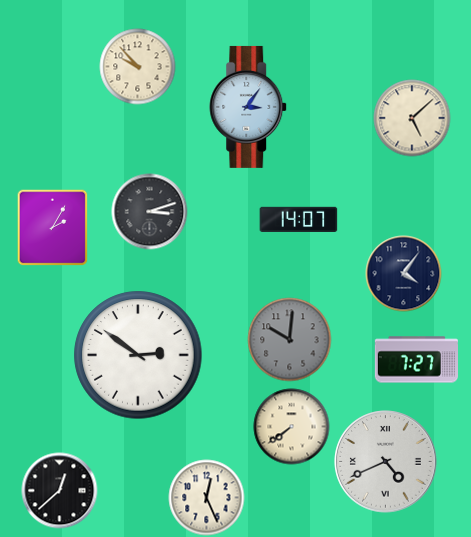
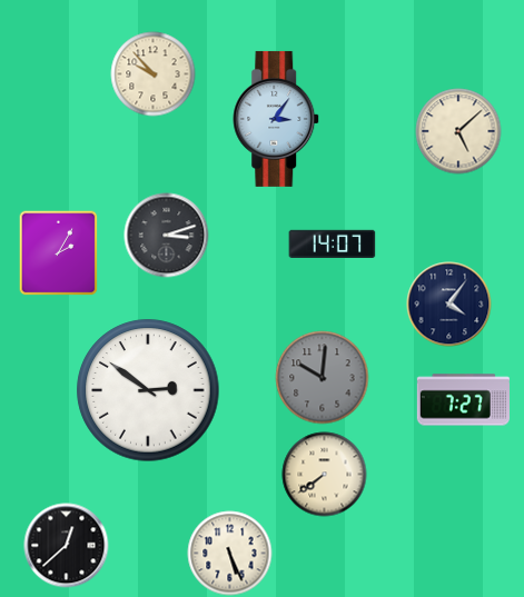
clock at (138, 355) position: (138, 355) -> (148, 390)
clock at (386, 462): 4:41 -> none
clock at (207, 498): 12:26 -> 5:26
